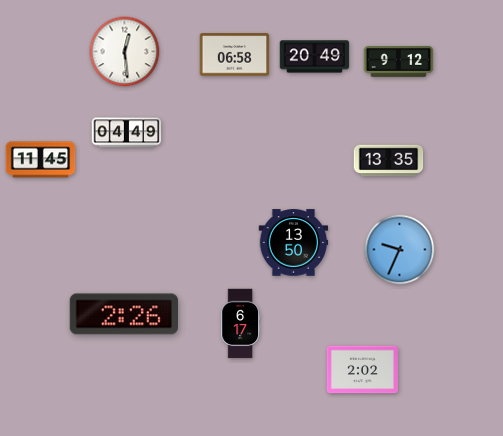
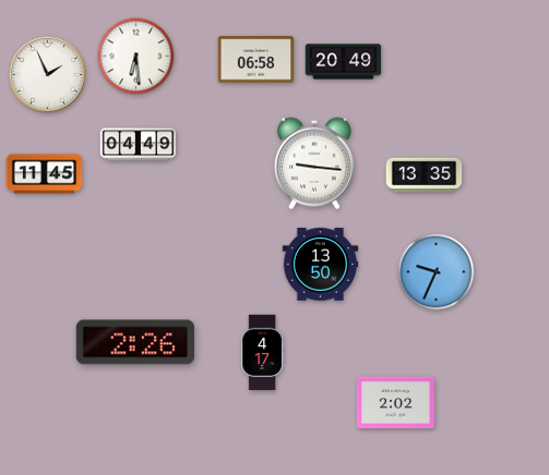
clock at (125, 52): 12:29 -> 6:29
clock at (399, 62): 9:12 -> none
clock at (47, 74): none -> 1:56
clock at (314, 163): none -> 9:16
clock at (241, 324): 6:17 -> 4:17
